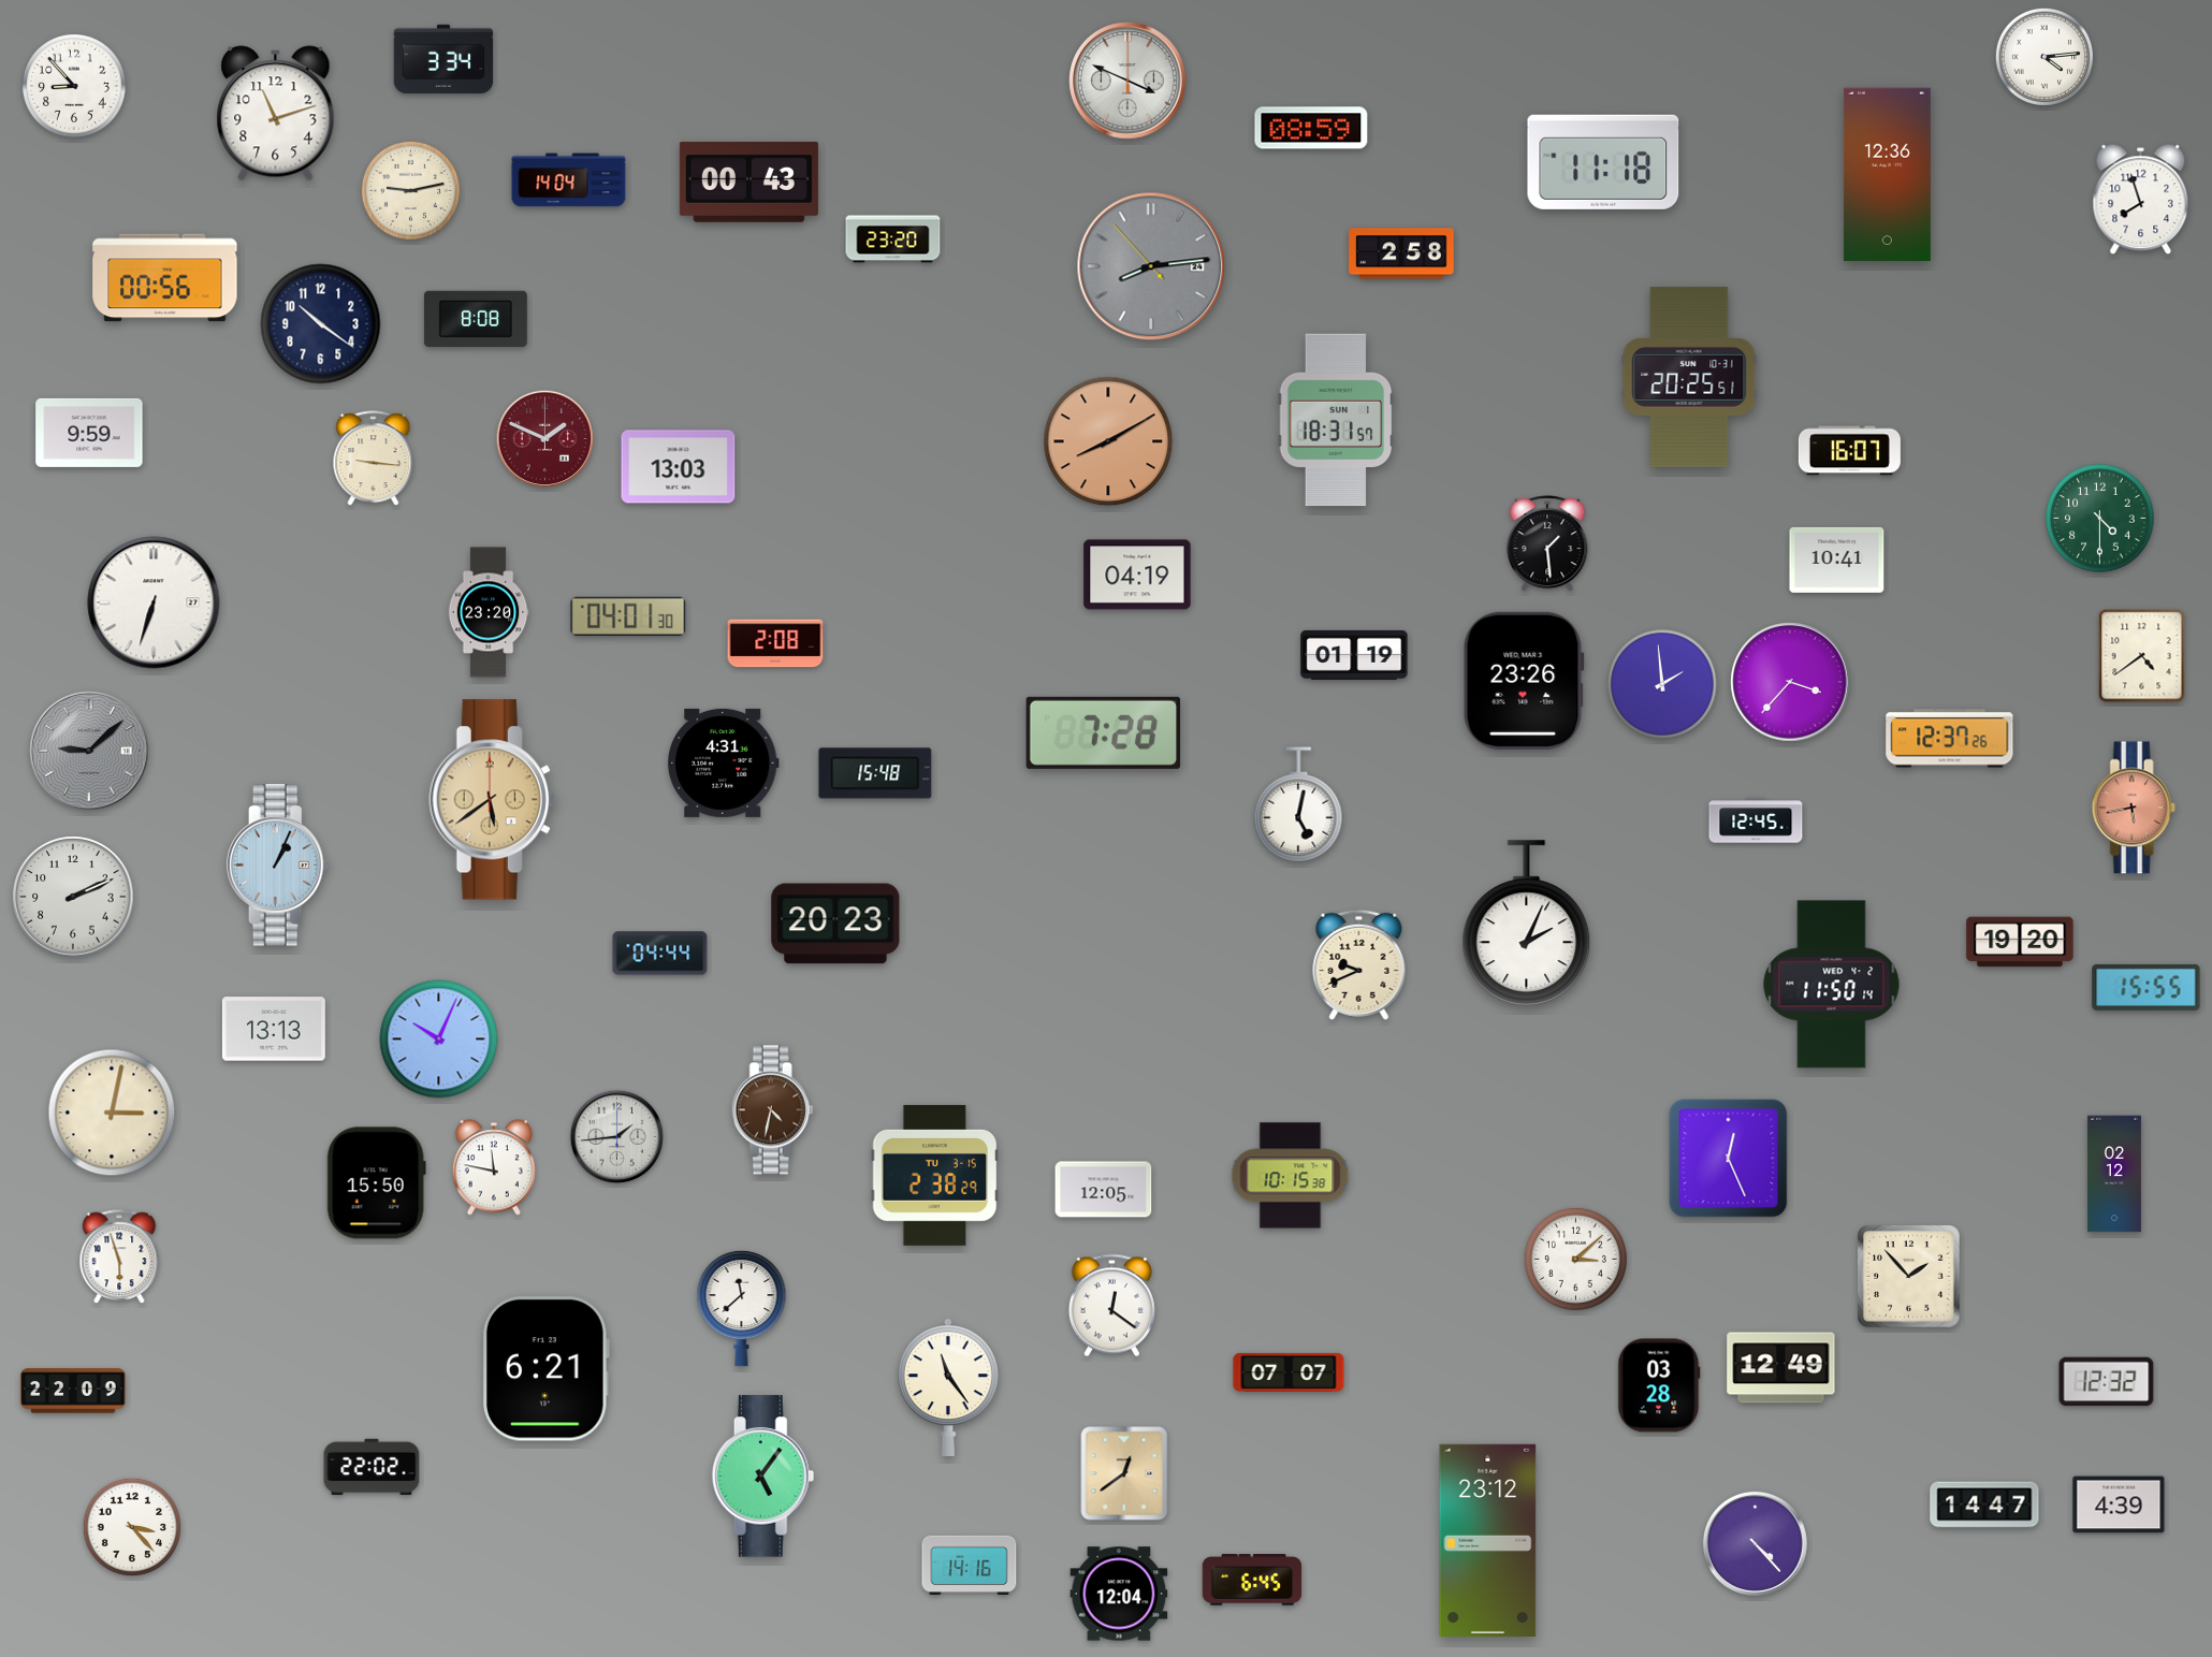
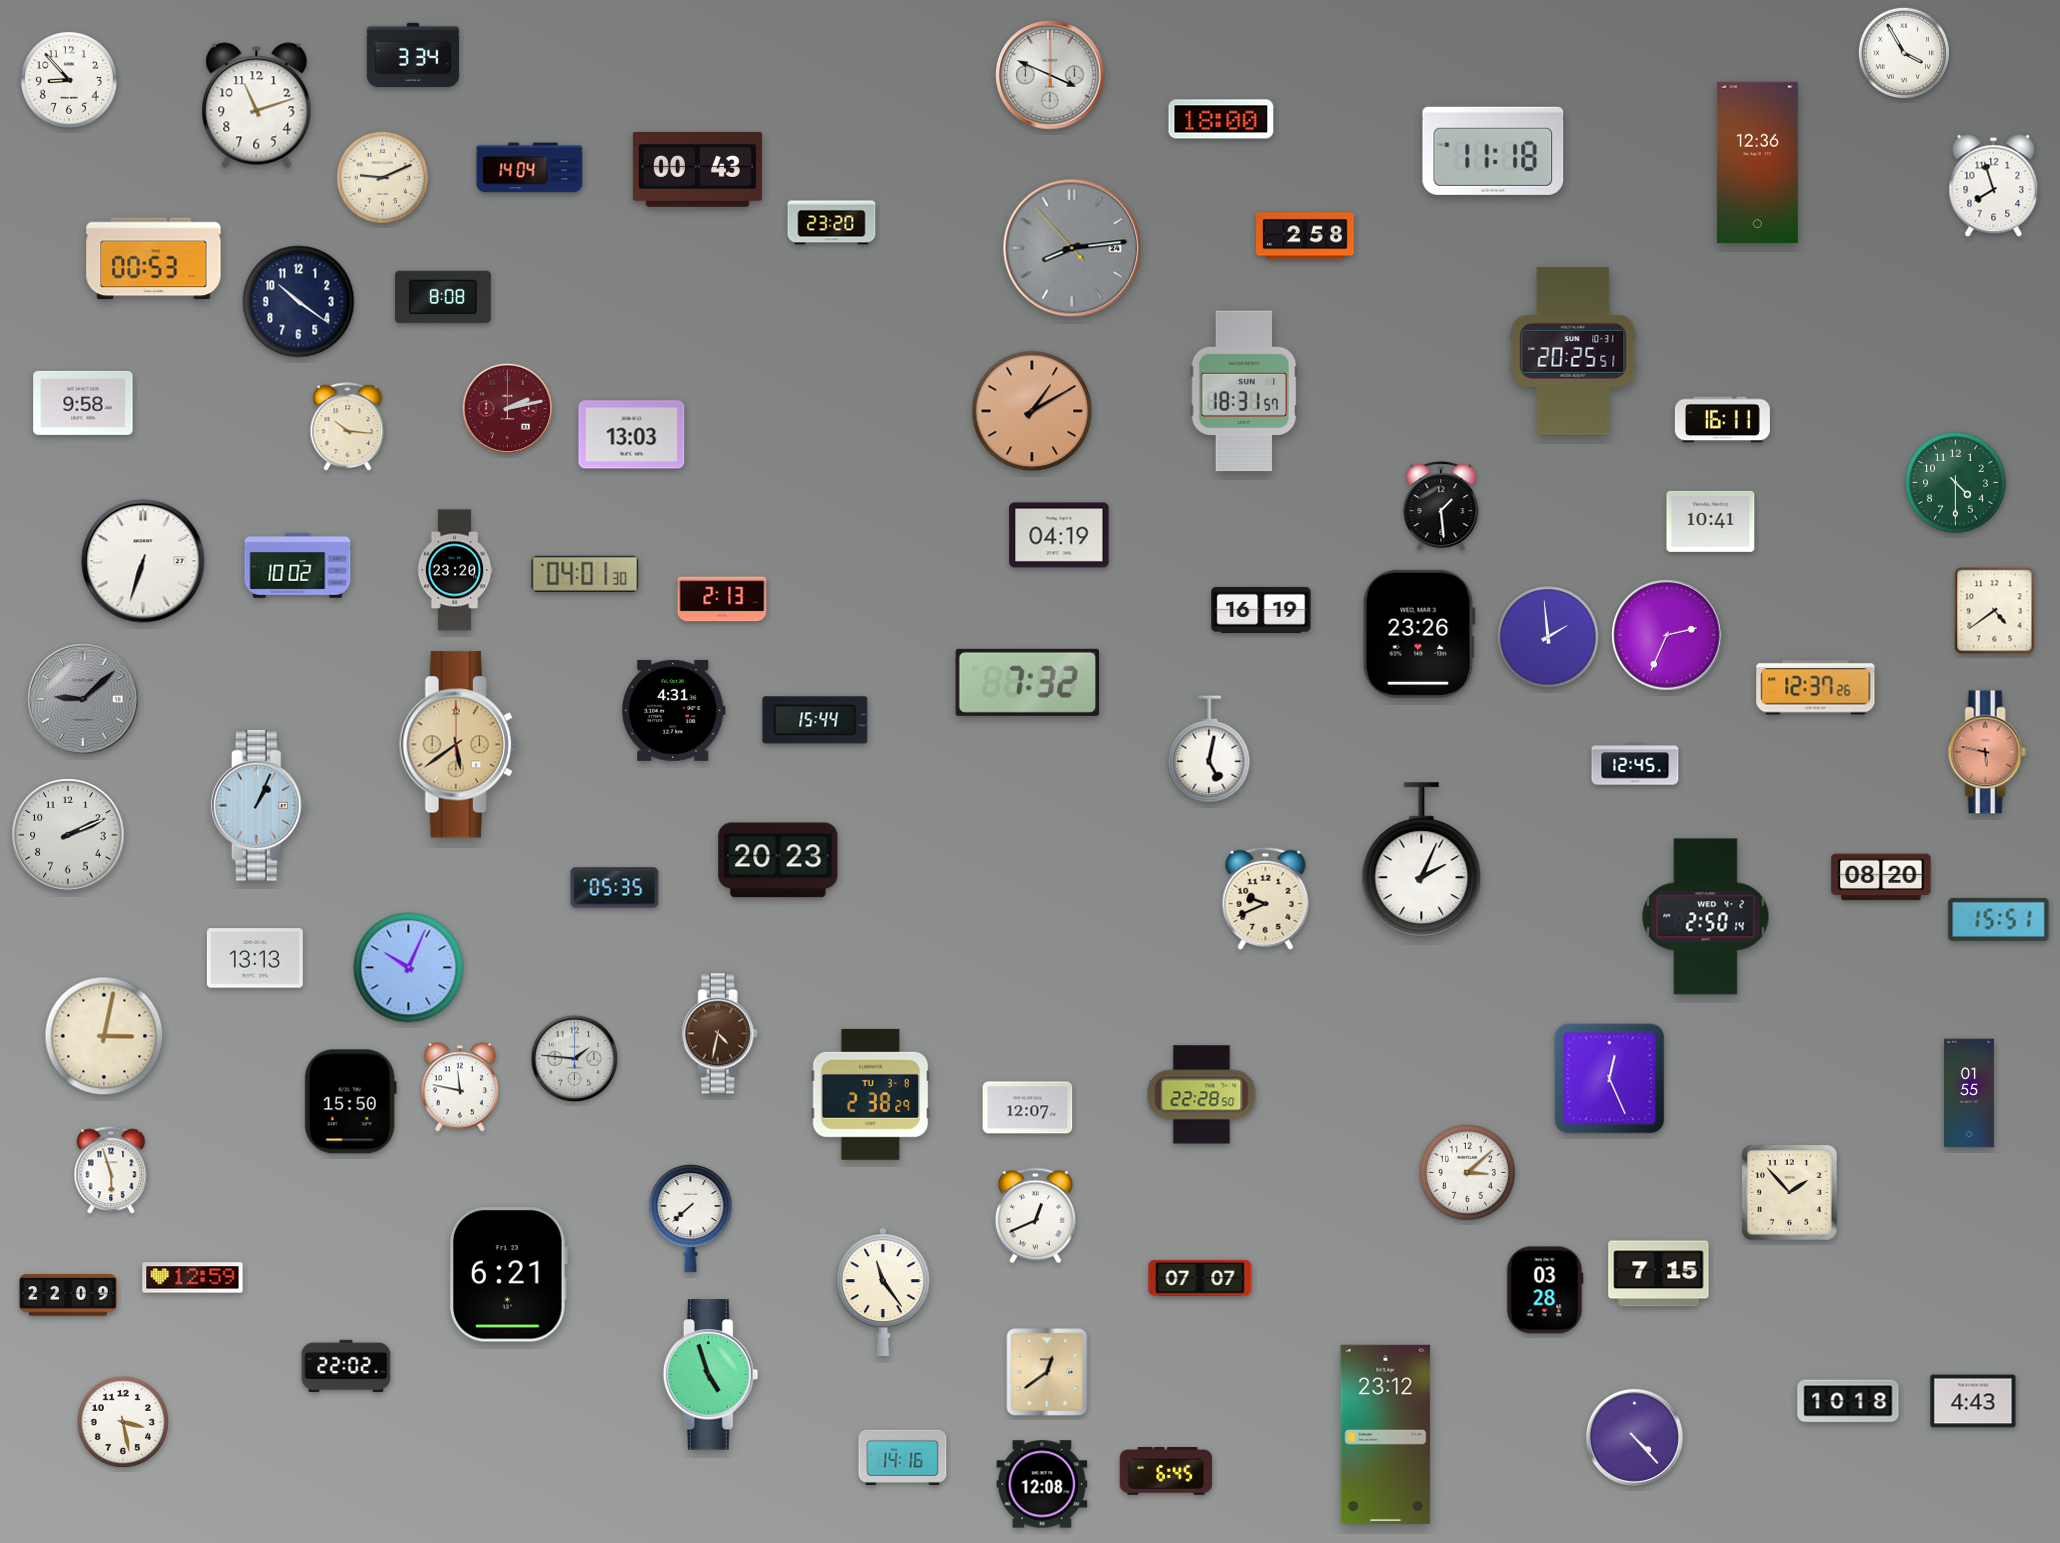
clock at (2044, 57): 4:14 -> 3:55
clock at (1311, 128): 08:59 -> 18:00
clock at (410, 190): 9:13 -> 9:11
clock at (165, 278): 00:56 -> 00:53
clock at (89, 433): 9:59 -> 9:58
clock at (544, 438): 1:49 -> 2:13
clock at (1108, 441): 8:10 -> 1:10
clock at (1849, 451): 16:07 -> 16:11
clock at (374, 459): 9:16 -> 10:16
clock at (298, 566): none -> 10:02
clock at (775, 643): 2:08 -> 2:13
clock at (1354, 655): 01:19 -> 16:19
clock at (1790, 682): 3:37 -> 2:34
clock at (1104, 732): 7:28 -> 7:32
clock at (875, 773): 15:48 -> 15:44
clock at (2134, 808): 5:43 -> 5:47
clock at (2020, 942): 19:20 -> 08:20
clock at (660, 954): 04:44 -> 05:35
clock at (1832, 985): 11:50 -> 2:50
clock at (2146, 987): 15:55 -> 15:51
clock at (617, 1137): 1:44 -> 1:46
clock at (2114, 1174): 02:12 -> 01:55
clock at (935, 1175) date: TU 3-15 -> TU 3-8
clock at (1291, 1176): 10:15 -> 22:28
clock at (1104, 1190): 12:05 -> 12:07
clock at (1909, 1277) position: (1909, 1277) -> (1790, 1193)
clock at (1111, 1306): 12:21 -> 12:41
clock at (742, 1308): 11:38 -> 7:38
clock at (1781, 1368): 12:49 -> 7:15
clock at (193, 1278): none -> 12:59
clock at (2107, 1382): 12:32 -> none
clock at (763, 1477): 5:06 -> 4:57
clock at (1984, 1505): 14:47 -> 10:18
clock at (2119, 1505): 4:39 -> 4:43
clock at (132, 1527): 3:23 -> 3:28
clock at (1119, 1594): 12:04 -> 12:08
